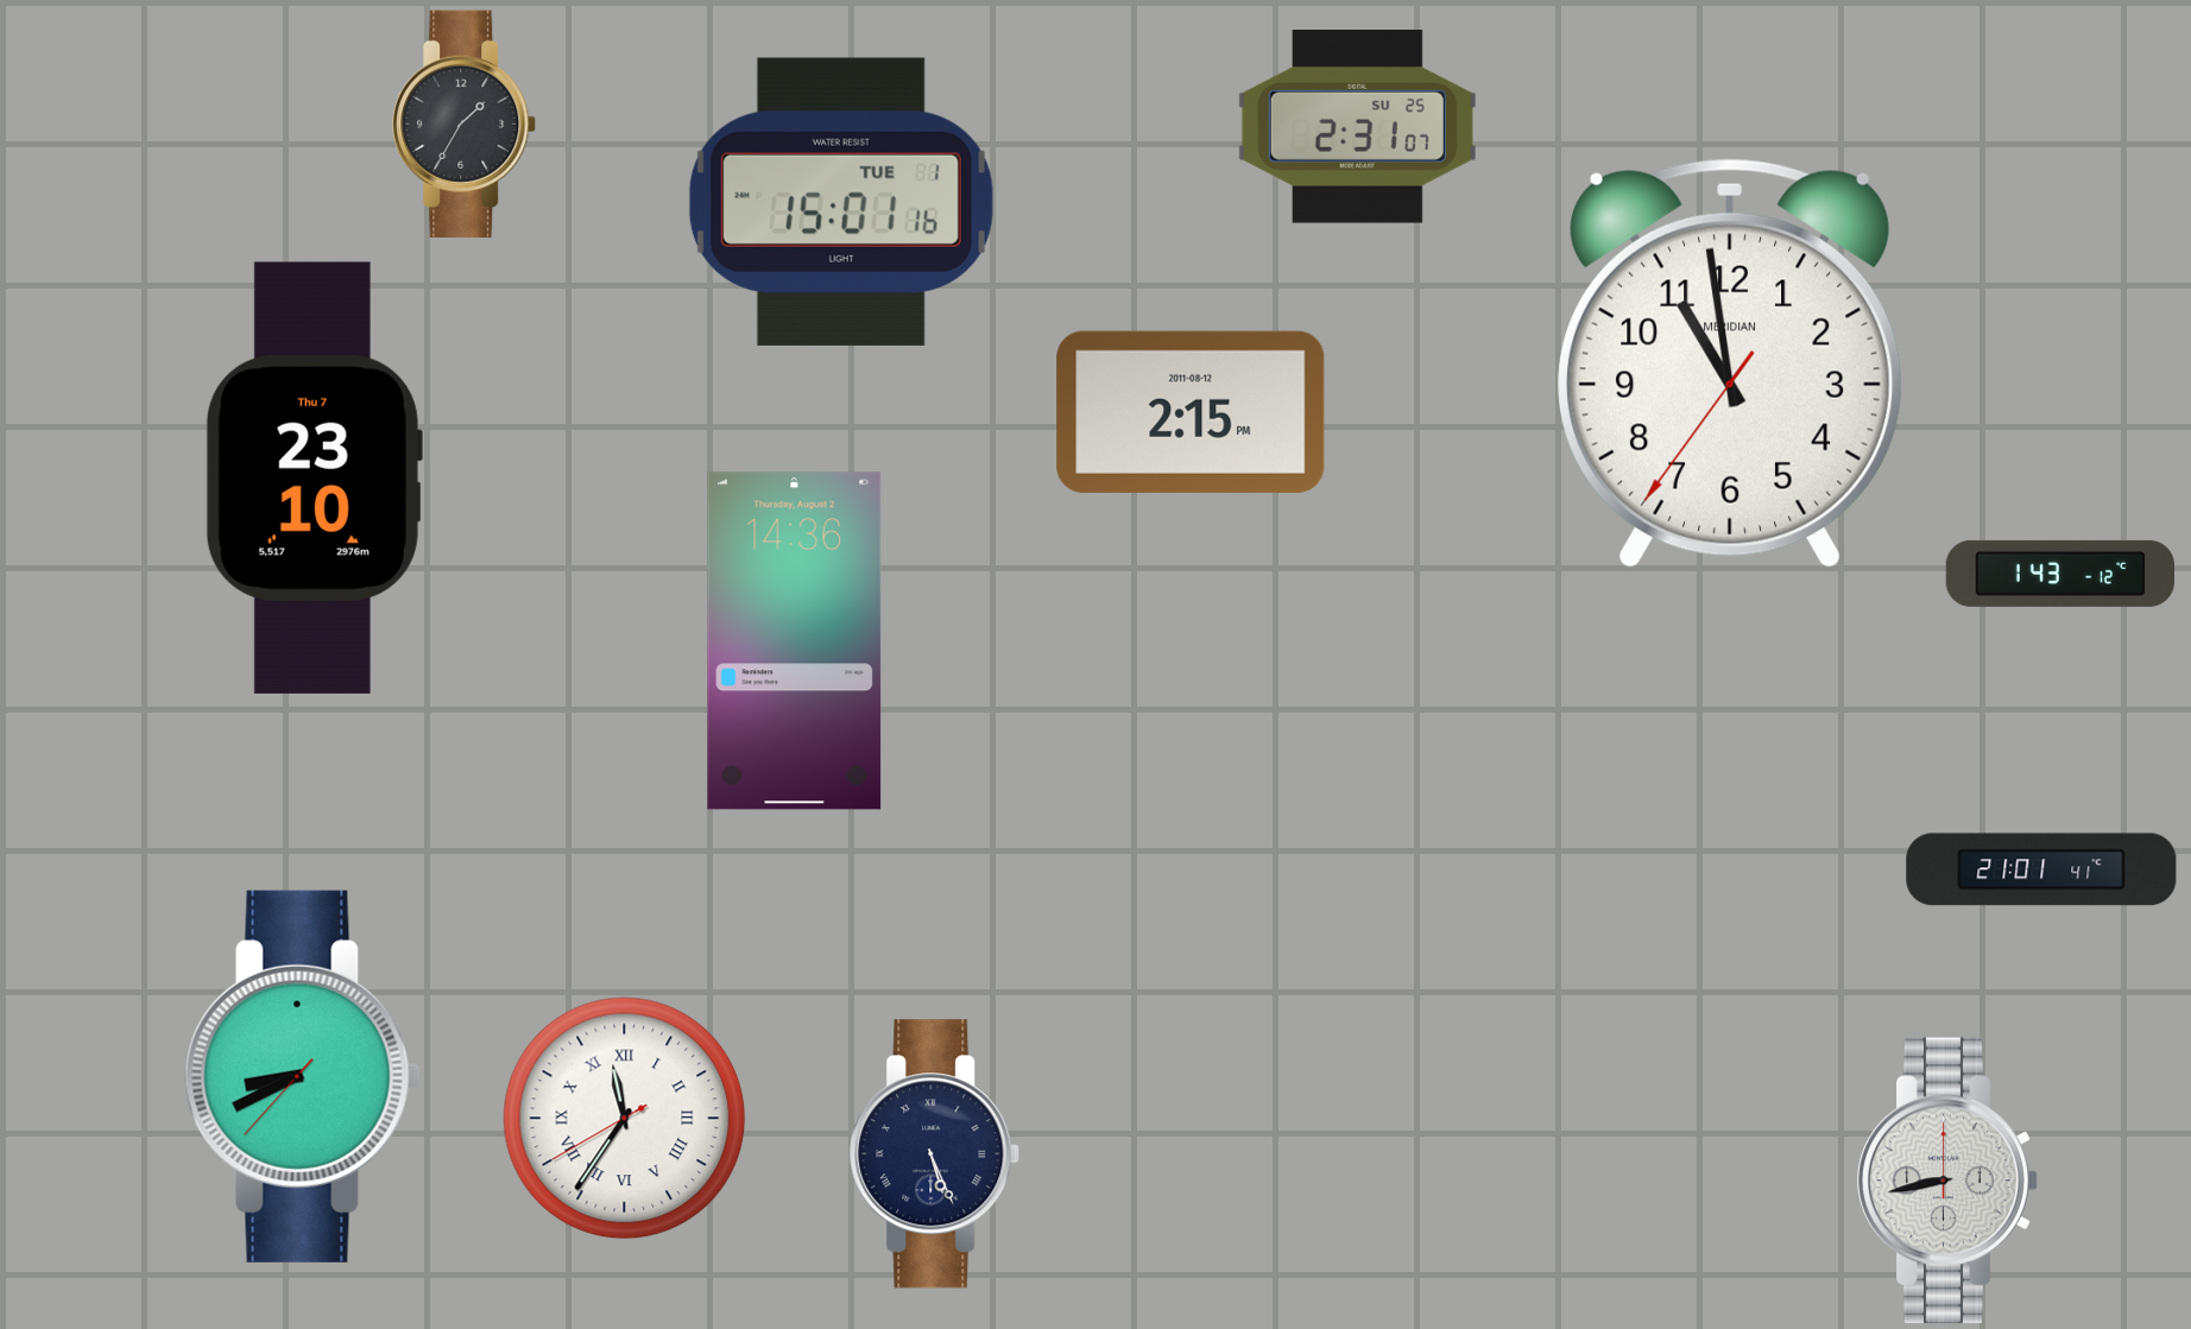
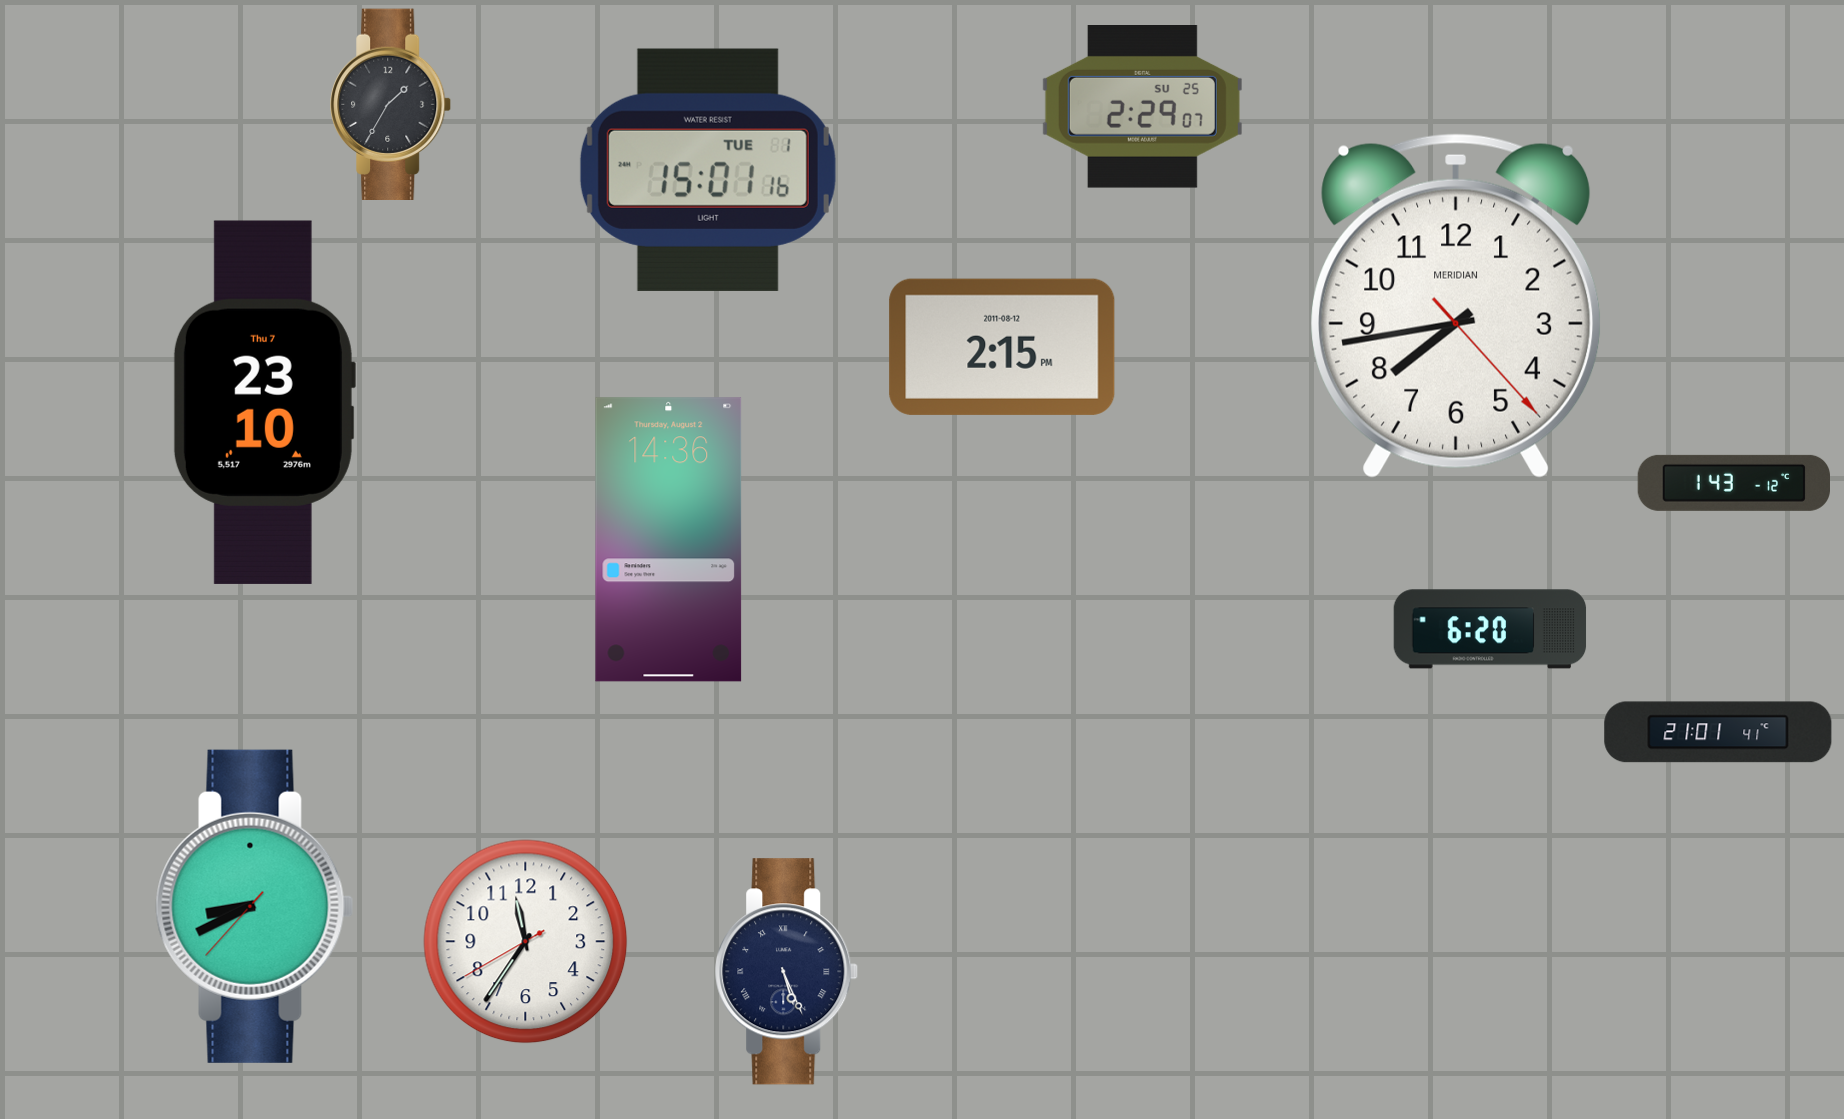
clock at (1357, 127): 2:31 -> 2:29
clock at (1730, 363): 10:58 -> 7:43
clock at (1490, 629): none -> 6:20
clock at (625, 1119) numerals: Roman -> Arabic
clock at (1947, 1181): 8:43 -> none
